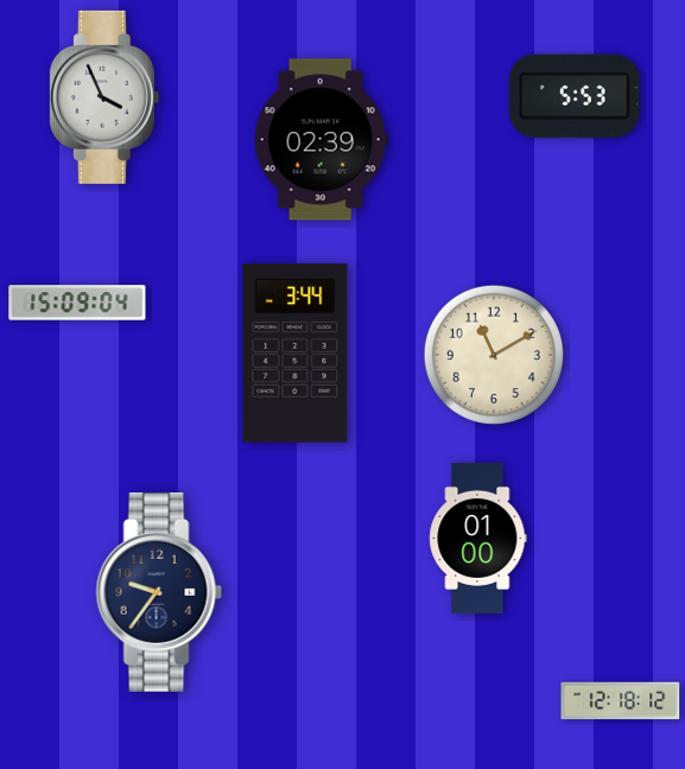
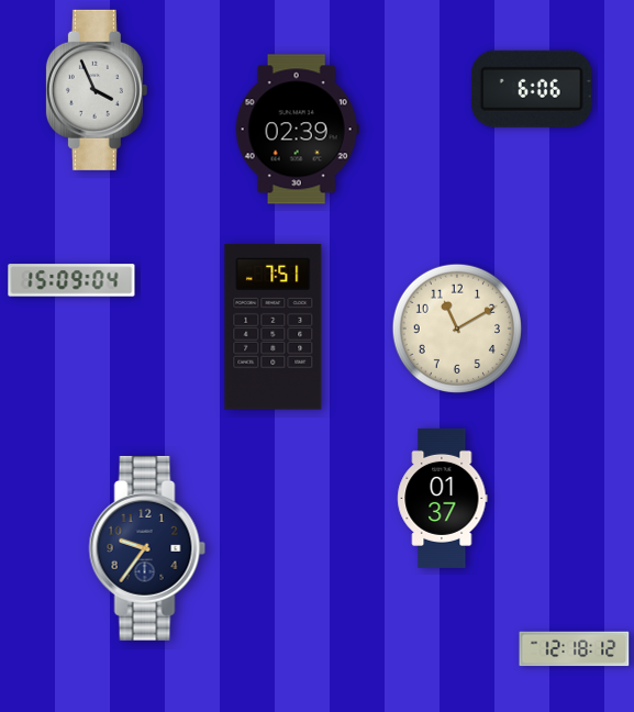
clock at (575, 96): 5:53 -> 6:06
clock at (296, 354): 3:44 -> 7:51
clock at (478, 538): 01:00 -> 01:37
